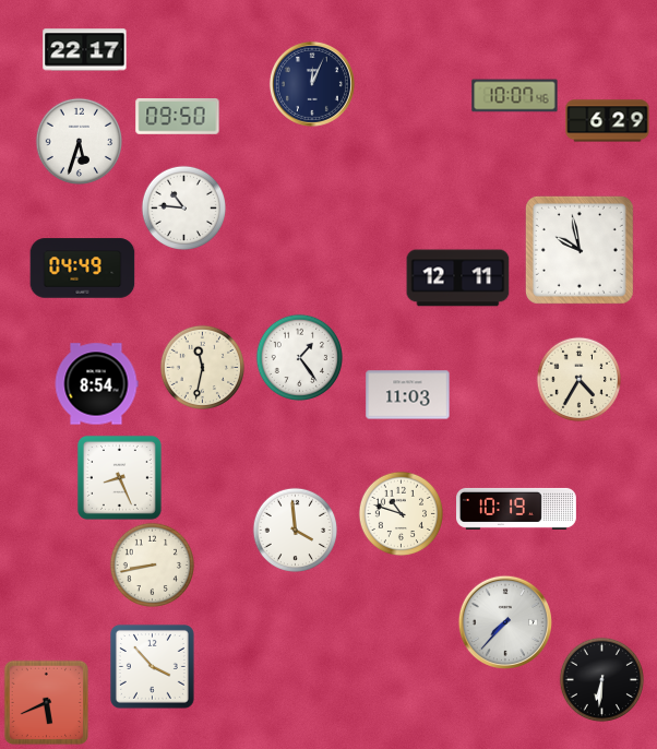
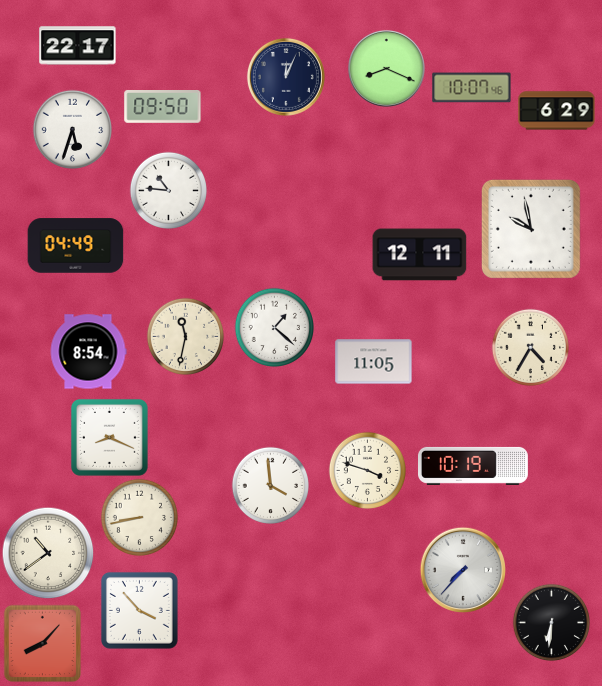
clock at (386, 68): none -> 8:19
clock at (299, 357): 1:24 -> 1:22
clock at (408, 395): 11:03 -> 11:05
clock at (119, 477): 8:26 -> 8:19
clock at (401, 513): 10:48 -> 3:48
clock at (48, 553): none -> 10:39
clock at (46, 702): 5:41 -> 8:07
